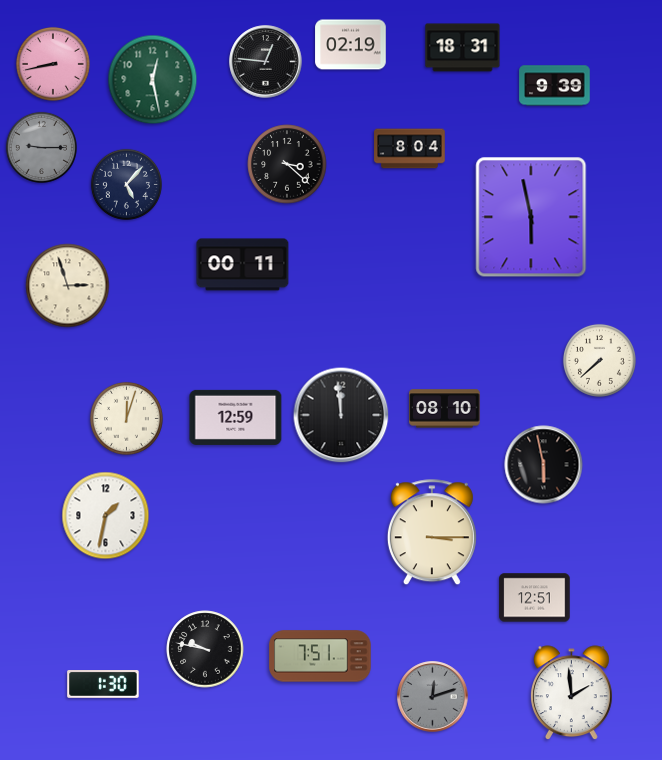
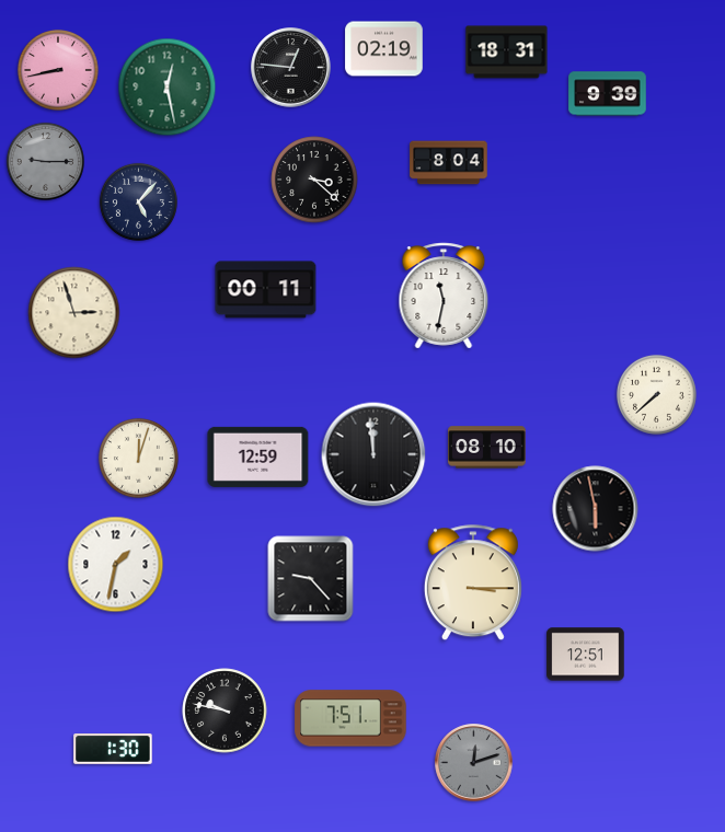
clock at (531, 217): 5:58 -> none
clock at (444, 296): none -> 11:32
clock at (311, 579): none -> 9:23
clock at (572, 693): 1:59 -> none
